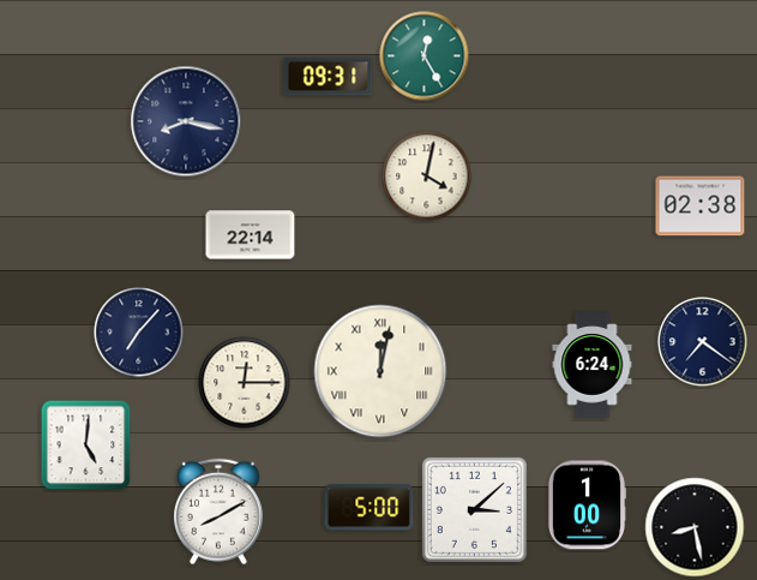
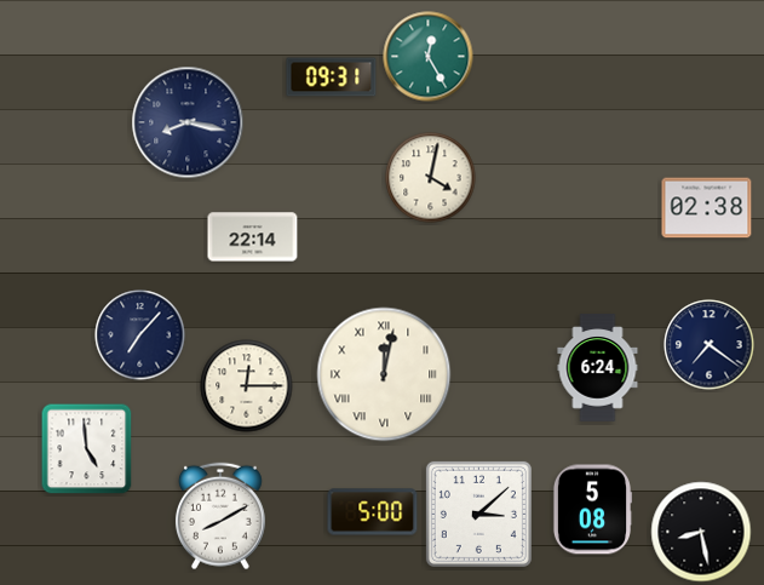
clock at (86, 446): 5:01 -> 4:59
clock at (585, 506): 1:00 -> 5:08
